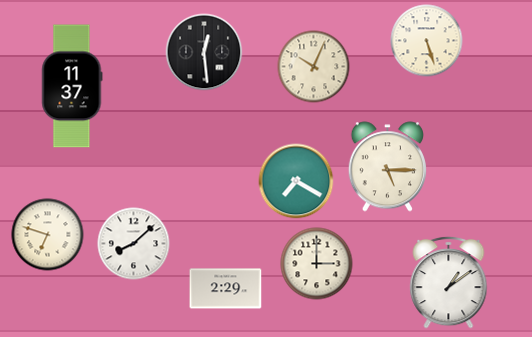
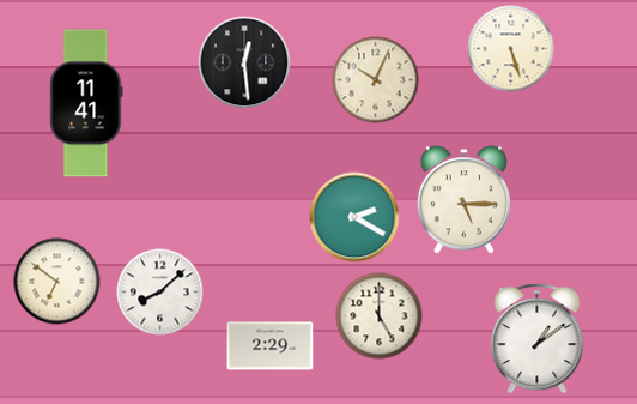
clock at (72, 86): 11:37 -> 11:41
clock at (296, 181): 7:20 -> 2:20
clock at (48, 235): 6:48 -> 6:51
clock at (317, 264): 3:00 -> 5:00
